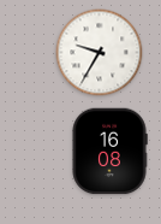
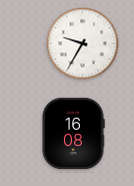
clock at (109, 152) position: (109, 152) -> (73, 134)
